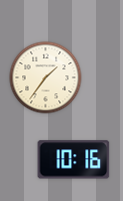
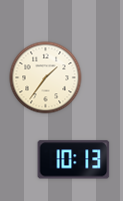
clock at (74, 160): 10:16 -> 10:13
